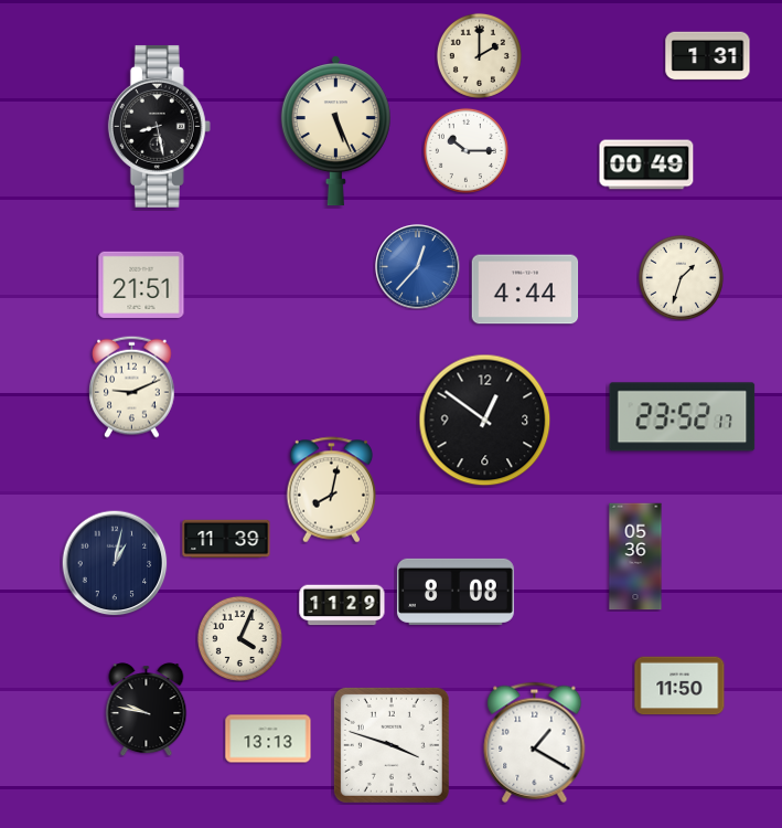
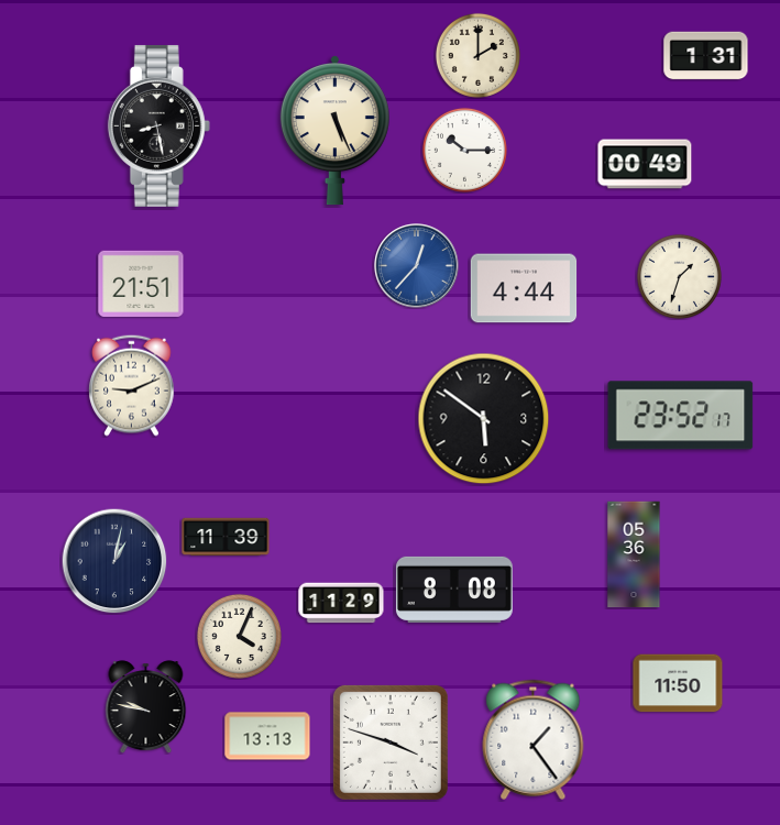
clock at (485, 421): 12:51 -> 5:51
clock at (332, 490): 8:02 -> none
clock at (535, 742): 1:20 -> 1:24
